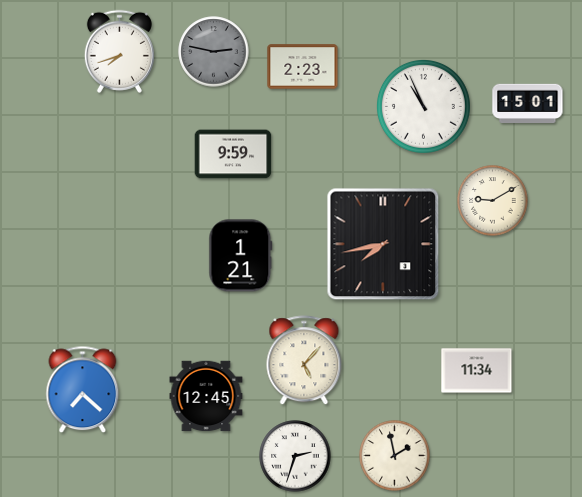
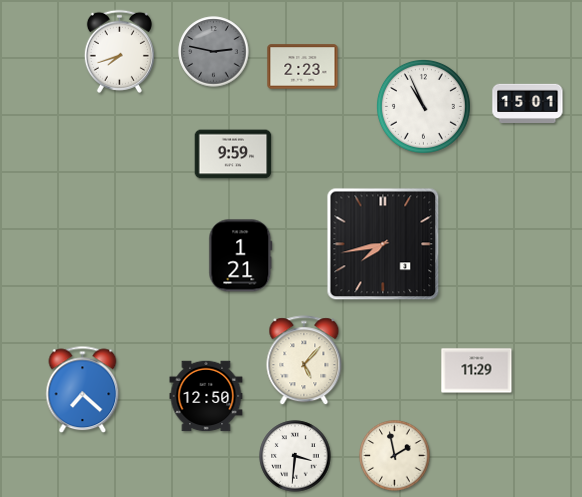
clock at (493, 201): 9:10 -> none
clock at (477, 371): 11:34 -> 11:29
clock at (206, 396): 12:45 -> 12:50
clock at (295, 456): 2:33 -> 3:31
